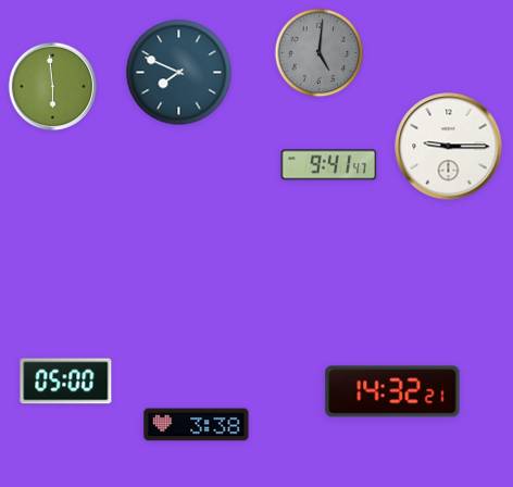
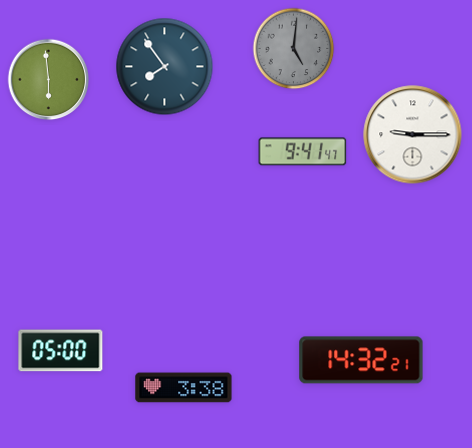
clock at (179, 73): 7:49 -> 7:54
clock at (197, 425) position: (197, 425) -> (184, 388)
